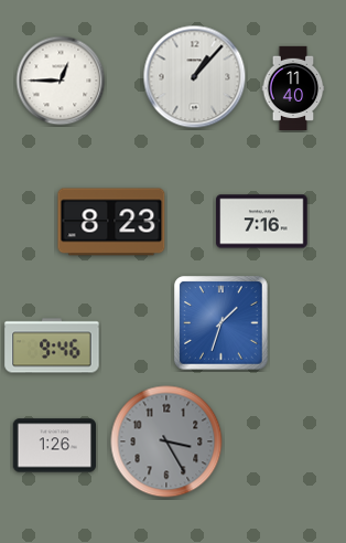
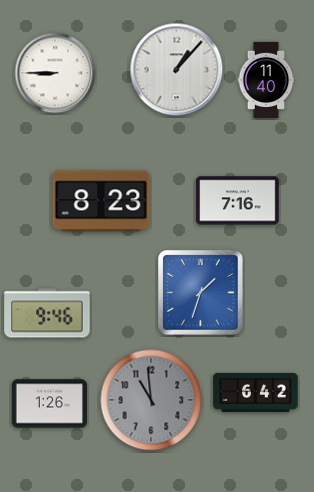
clock at (61, 81): 12:45 -> 8:45
clock at (256, 392): none -> 6:42
clock at (166, 441): 3:25 -> 10:59
